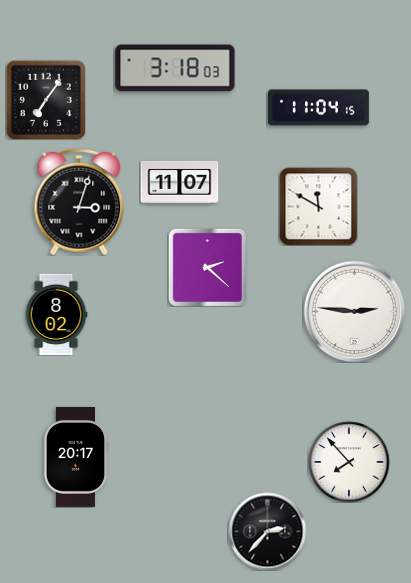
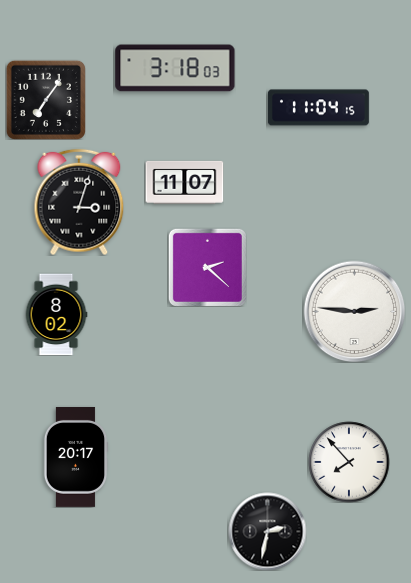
clock at (179, 182) position: (179, 182) -> (184, 182)
clock at (318, 206): 11:50 -> none
clock at (267, 531): 2:37 -> 2:32
